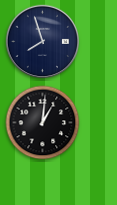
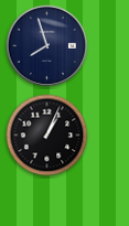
clock at (43, 123): 1:01 -> 1:04
